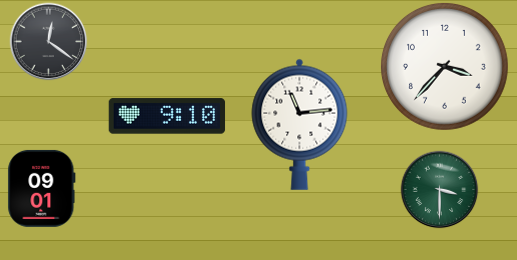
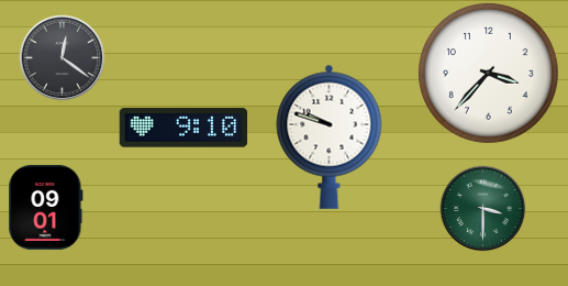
clock at (48, 41) position: (48, 41) -> (62, 57)
clock at (300, 124): 11:14 -> 9:48
